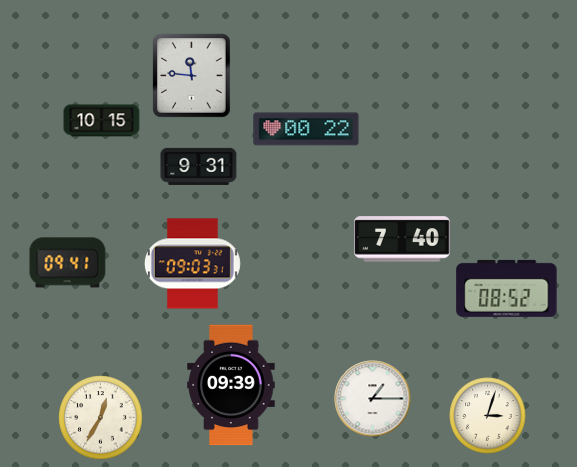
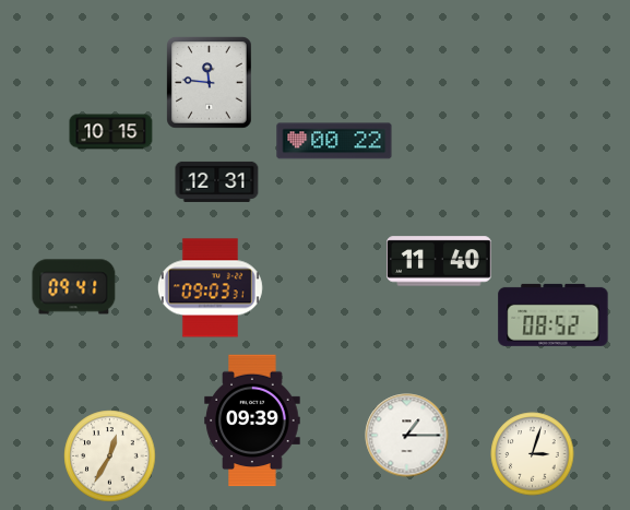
clock at (199, 166): 9:31 -> 12:31
clock at (402, 239): 7:40 -> 11:40
